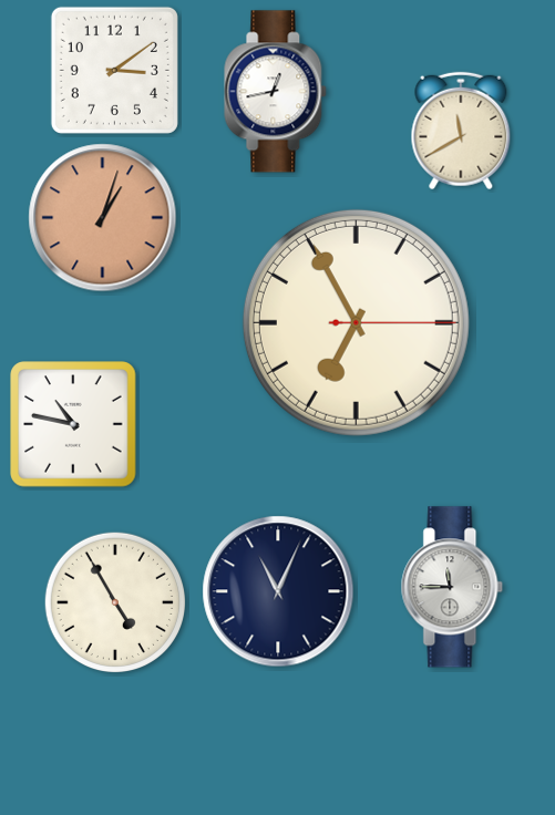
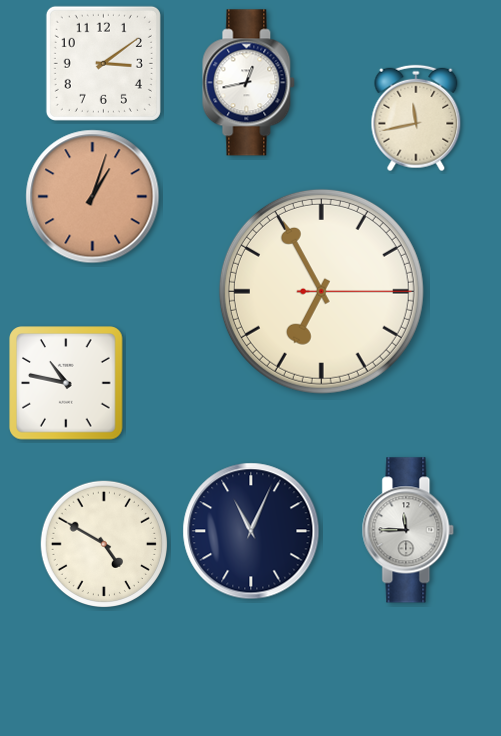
clock at (461, 131): 11:40 -> 11:43
clock at (278, 591) position: (278, 591) -> (251, 531)
clock at (114, 601): 4:55 -> 4:50
